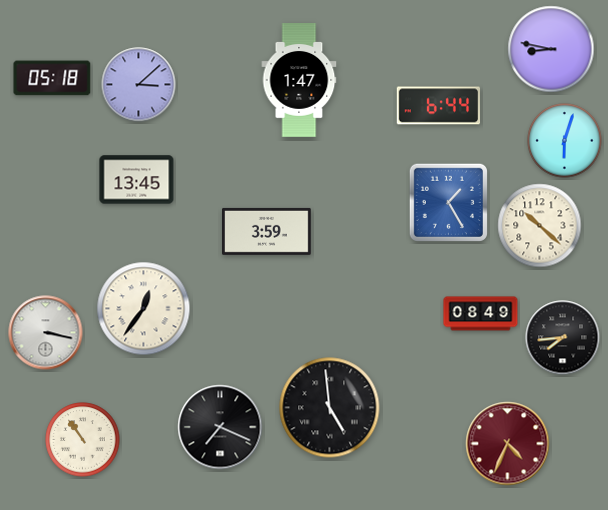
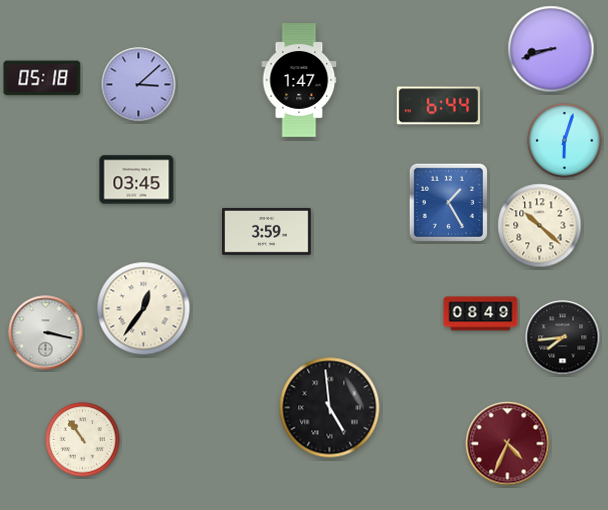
clock at (551, 49): 8:47 -> 8:42
clock at (52, 78) position: (52, 78) -> (42, 78)
clock at (137, 180): 13:45 -> 03:45
clock at (220, 427): 7:19 -> none
